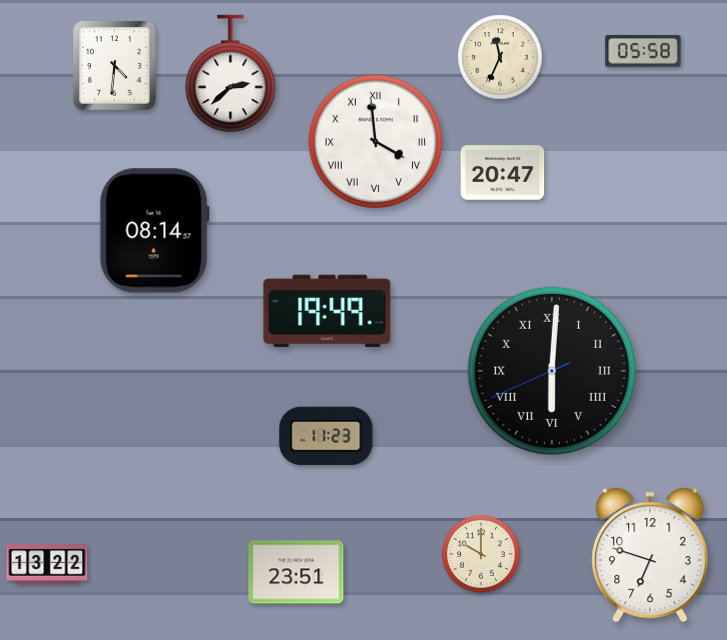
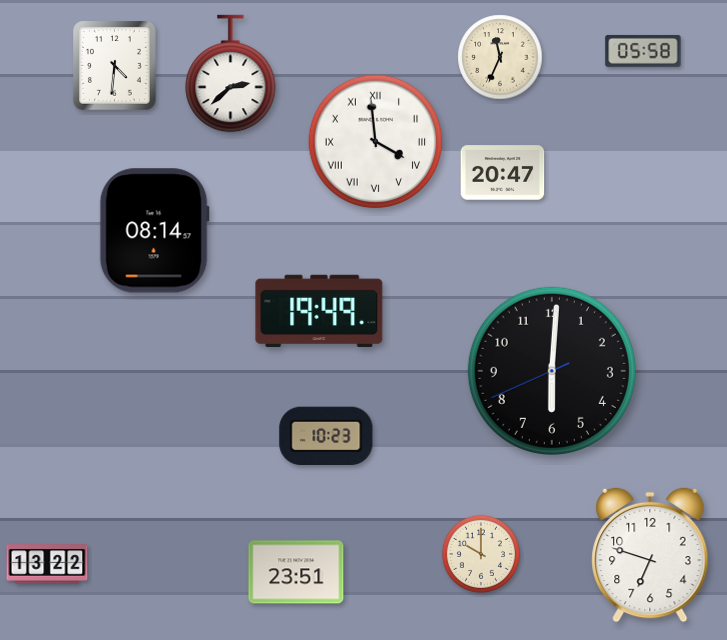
clock at (327, 311) position: (327, 311) -> (319, 311)
clock at (552, 371) numerals: Roman -> Arabic
clock at (326, 435): 11:23 -> 10:23
